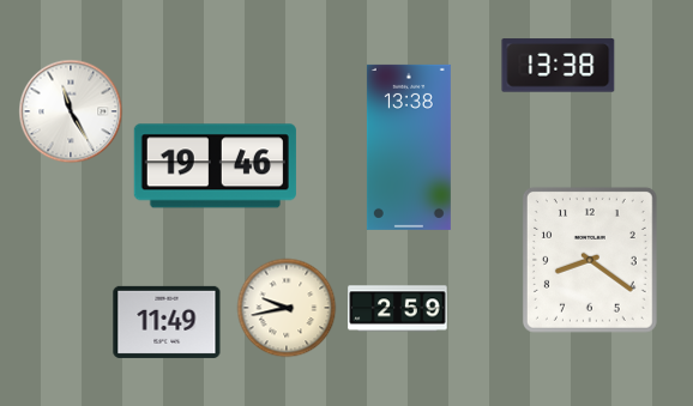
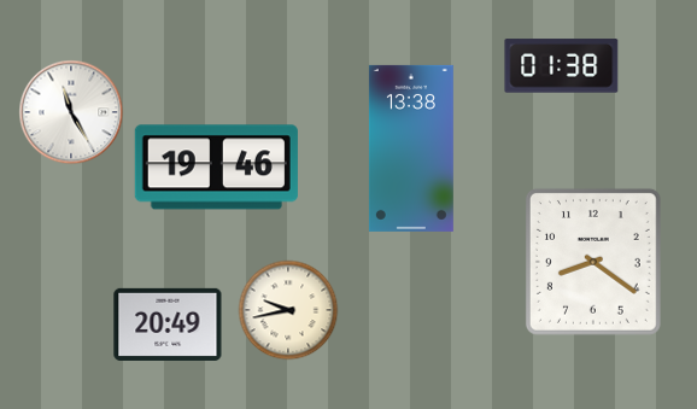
clock at (559, 66): 13:38 -> 01:38
clock at (398, 309): 2:59 -> none
clock at (167, 322): 11:49 -> 20:49
